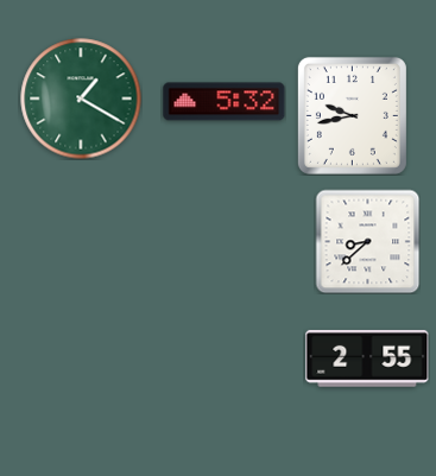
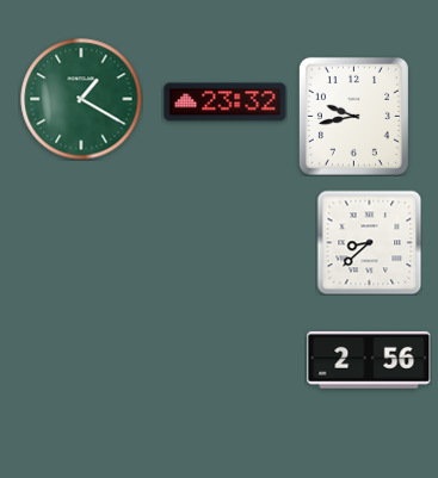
clock at (225, 102): 5:32 -> 23:32
clock at (367, 358): 2:55 -> 2:56
